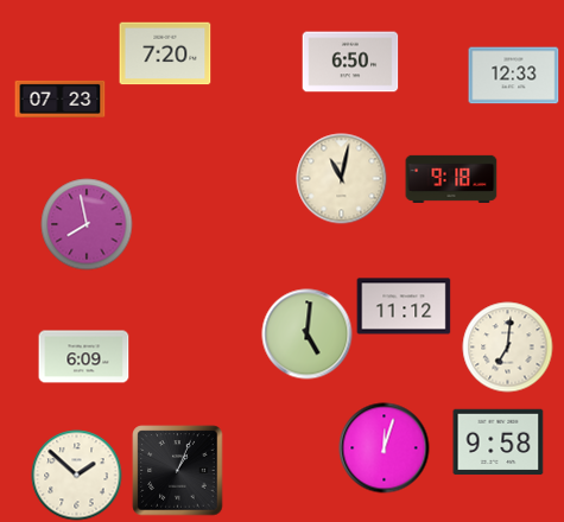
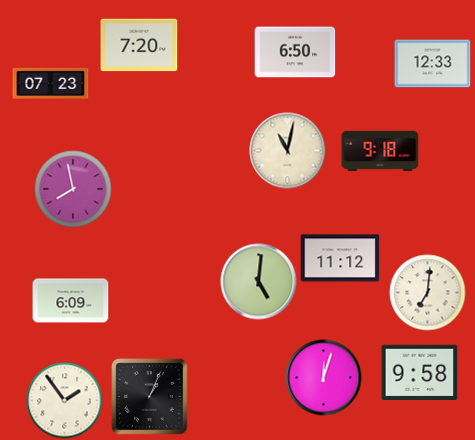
clock at (77, 476): 1:52 -> 1:54
